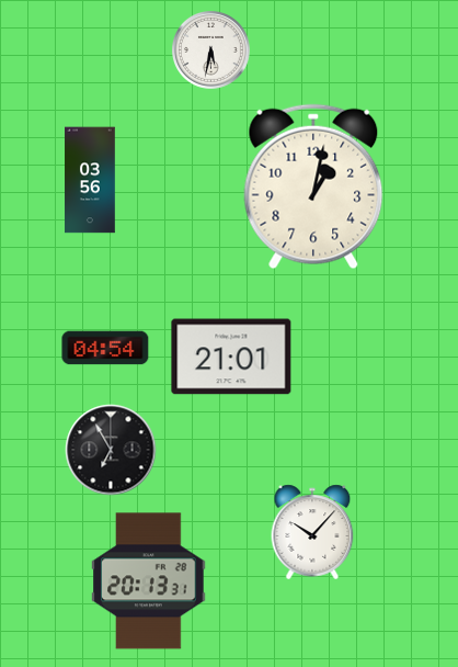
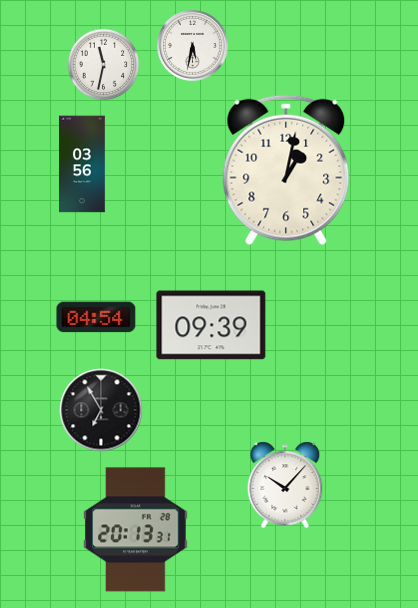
clock at (104, 65): none -> 11:32
clock at (231, 357): 21:01 -> 09:39
